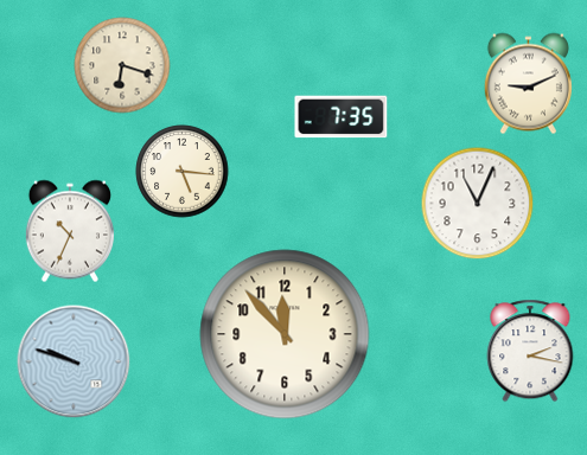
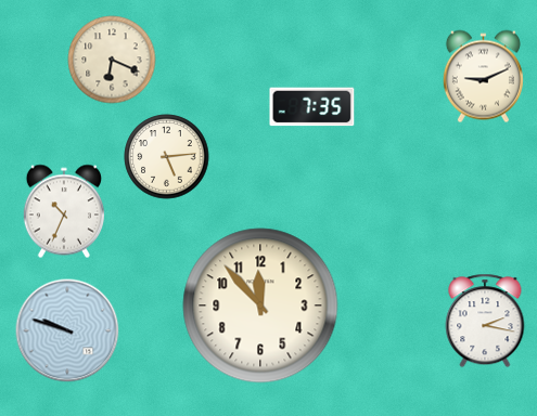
clock at (122, 65): 6:18 -> 6:19
clock at (183, 172): 5:16 -> 5:14
clock at (478, 204): 11:04 -> none
